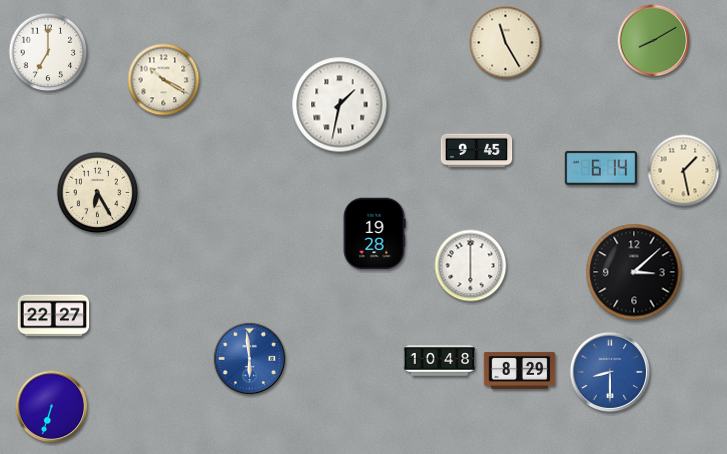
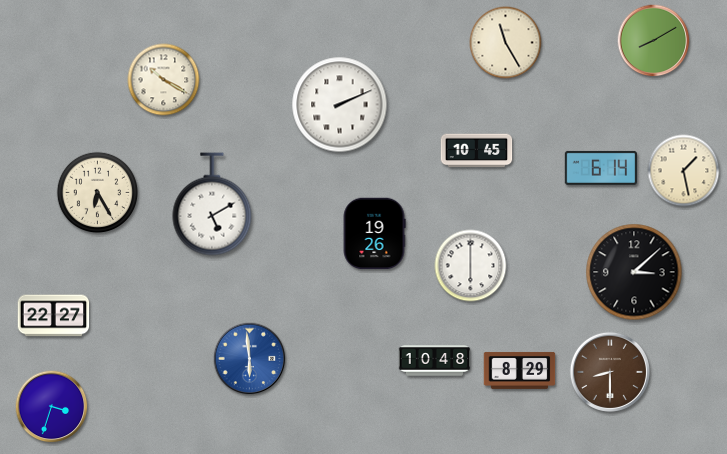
clock at (48, 52): 7:00 -> none
clock at (340, 105): 1:32 -> 2:11
clock at (477, 151): 9:45 -> 10:45
clock at (212, 204): none -> 5:10
clock at (374, 234): 19:28 -> 19:26
clock at (440, 361) position: (440, 361) -> (435, 361)
clock at (610, 372) dial: blue -> brown
clock at (52, 407): 6:33 -> 3:33
